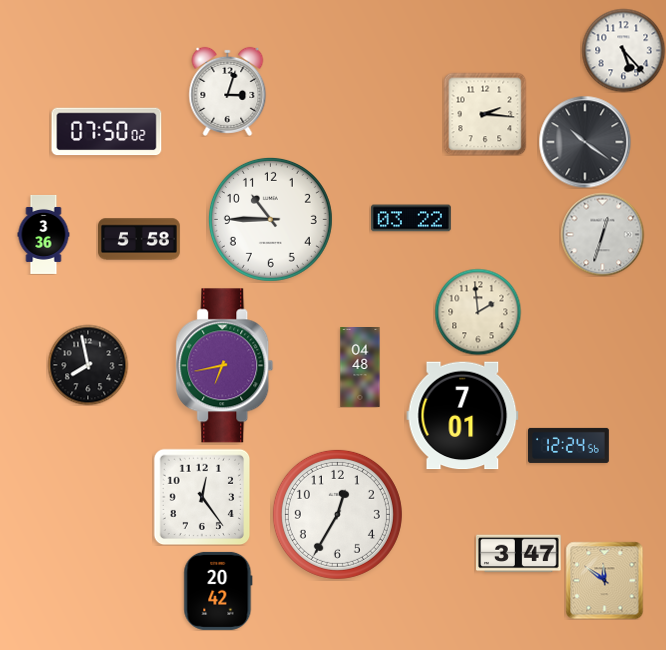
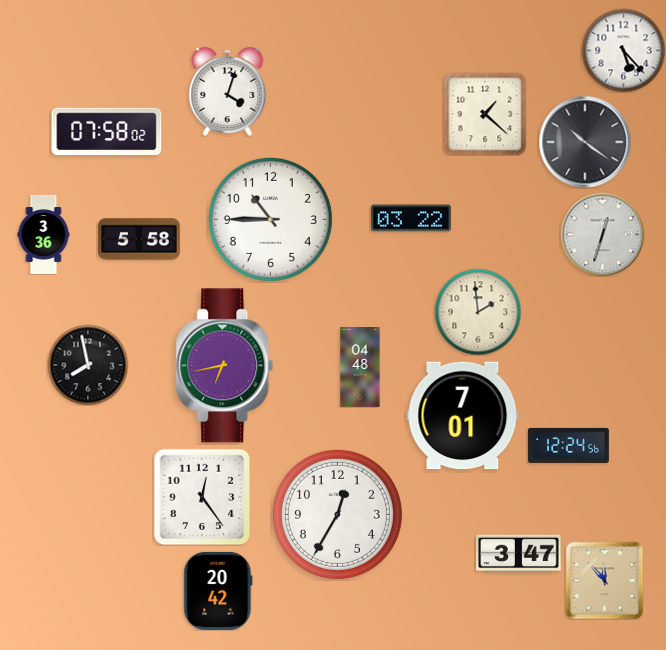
clock at (228, 91): 3:03 -> 4:03
clock at (485, 114): 2:16 -> 1:22
clock at (107, 132): 07:50 -> 07:58
clock at (604, 580): 11:51 -> 11:53
